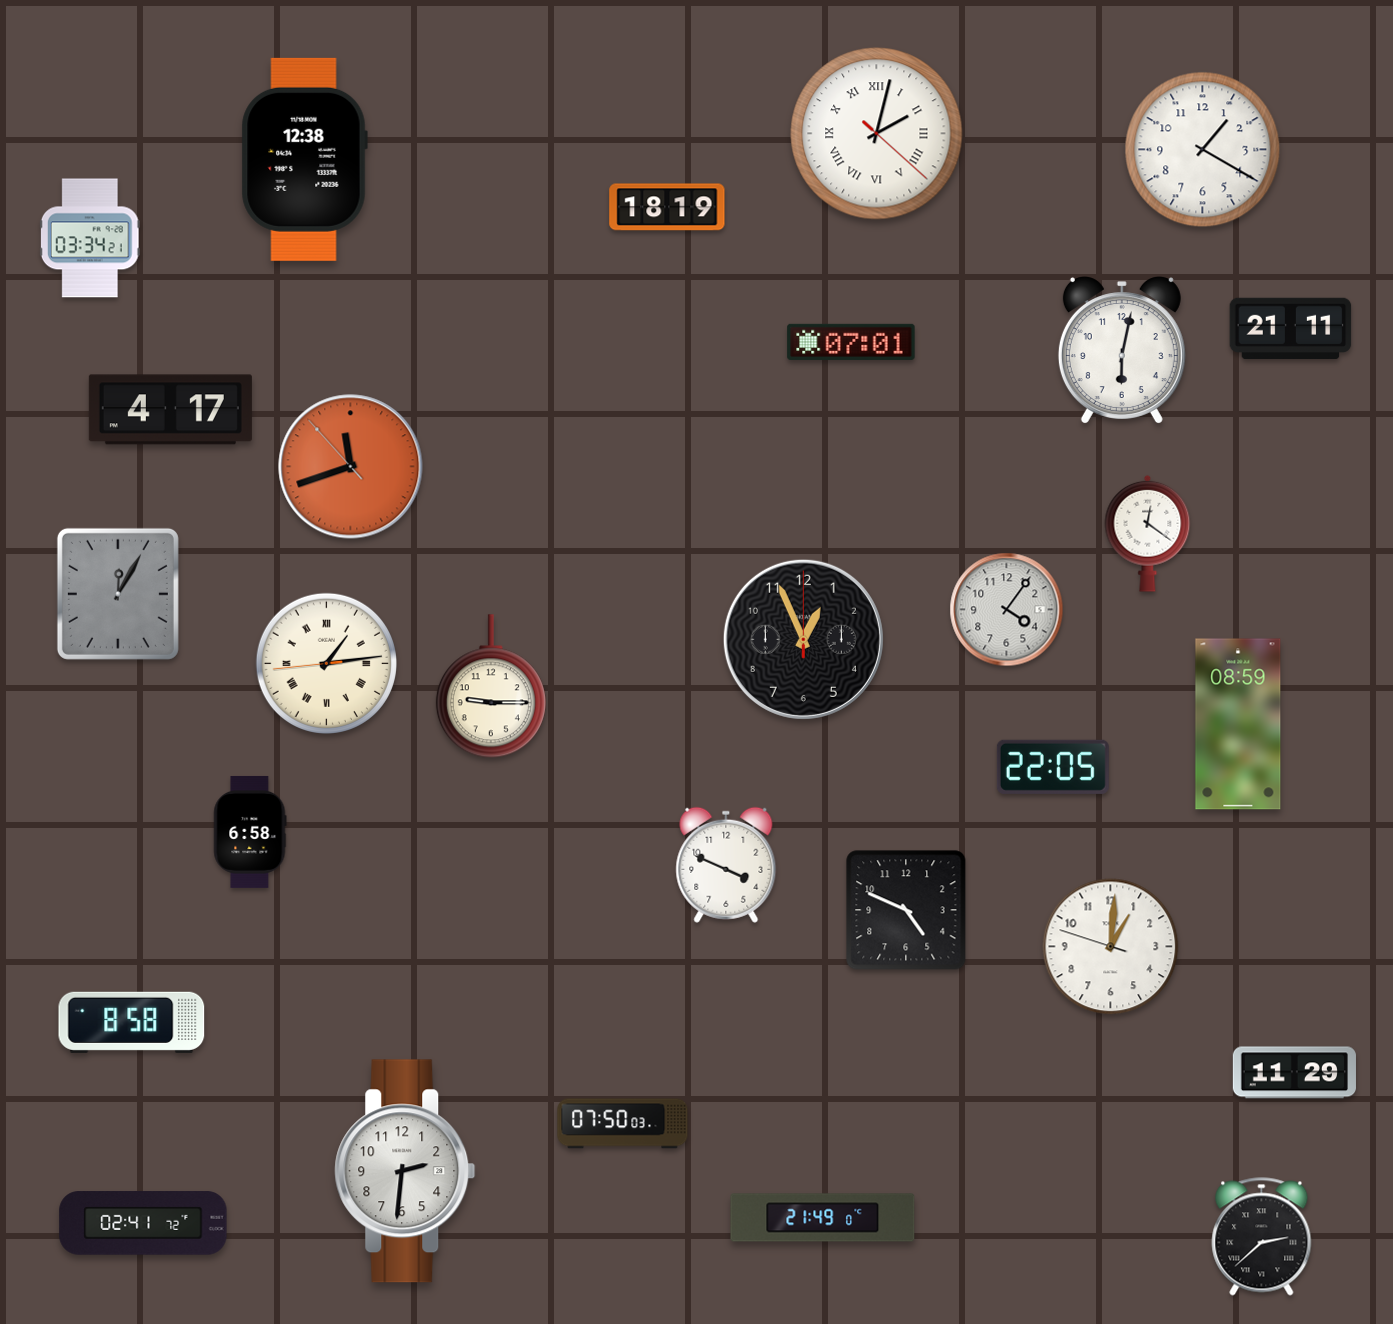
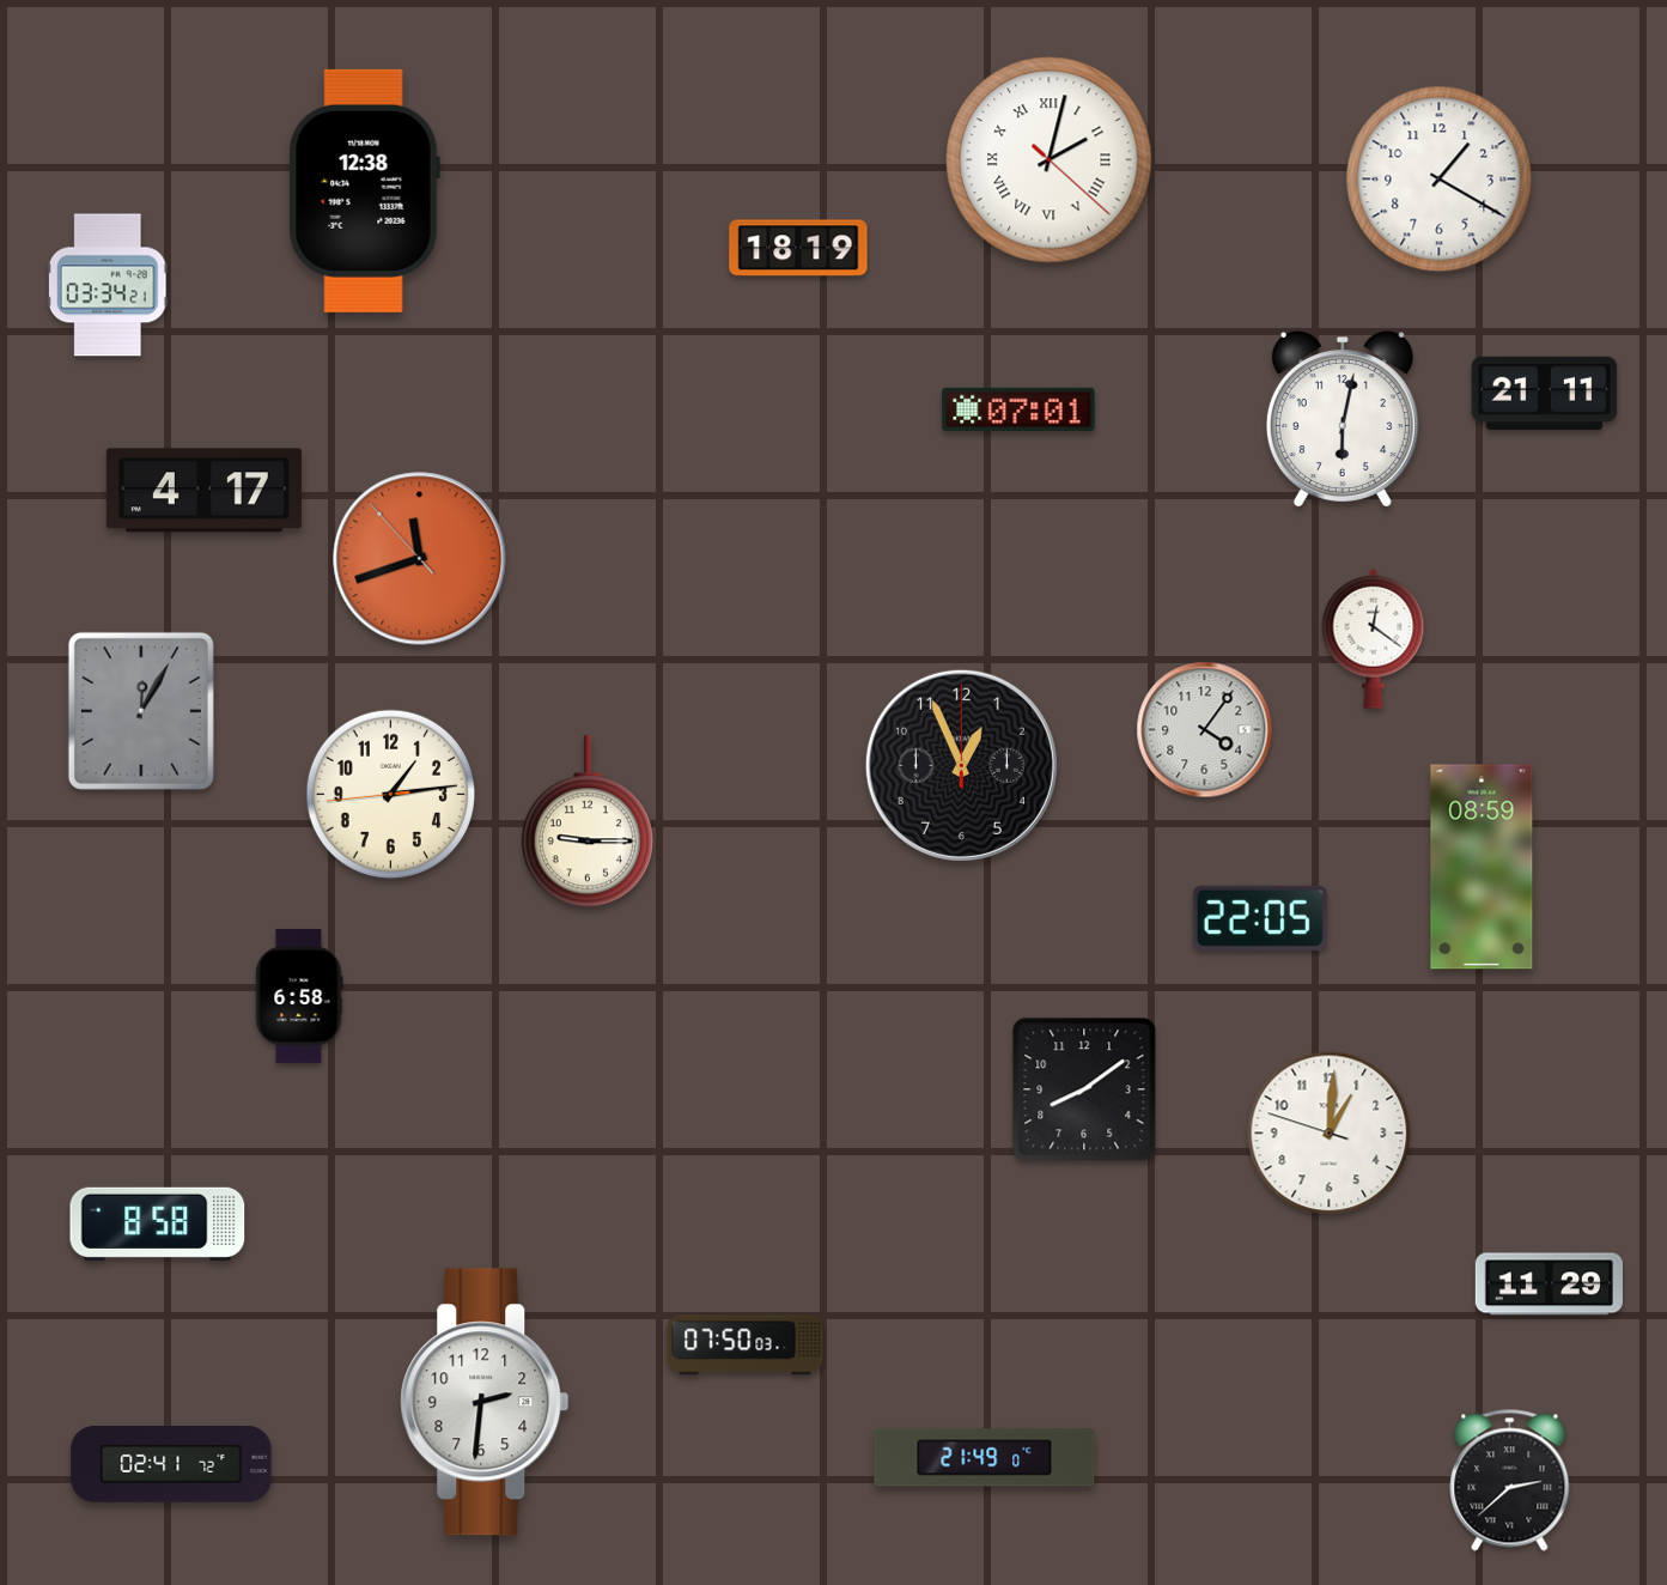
clock at (326, 663) numerals: Roman -> Arabic
clock at (726, 865): 3:49 -> none
clock at (906, 910): 4:49 -> 8:09
